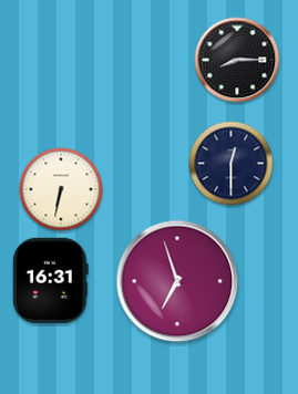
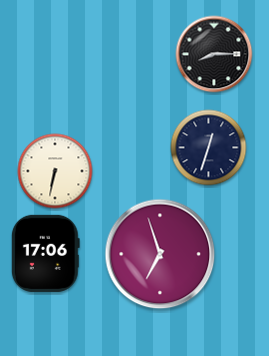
clock at (232, 164): 12:30 -> 12:33
clock at (50, 280): 16:31 -> 17:06
